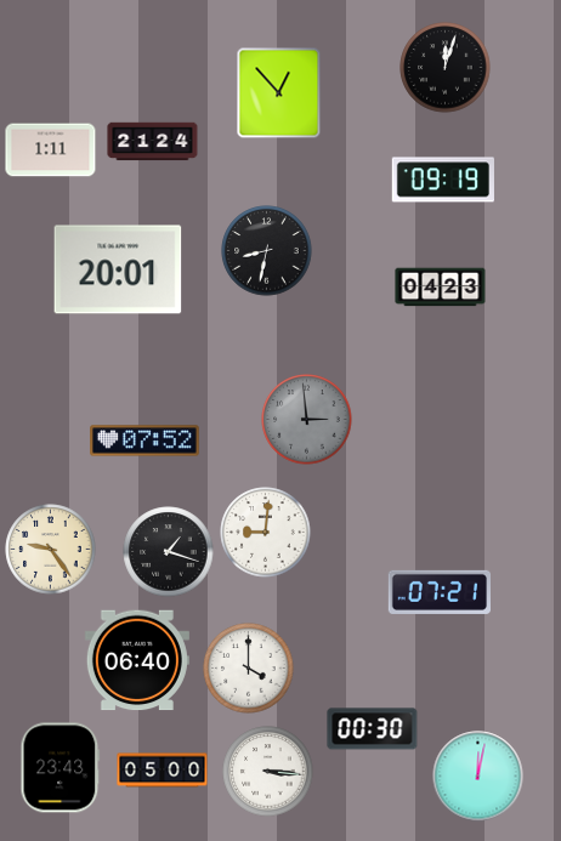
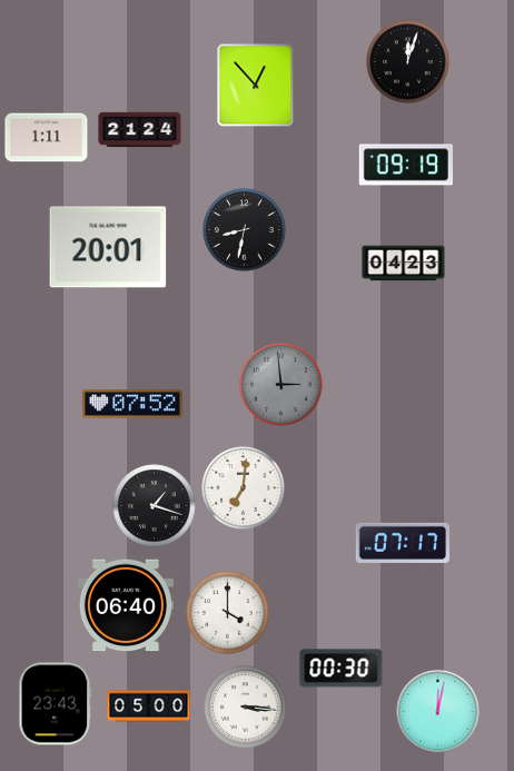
clock at (266, 533): 9:01 -> 7:01
clock at (51, 550): 9:24 -> none
clock at (438, 592): 07:21 -> 07:17
